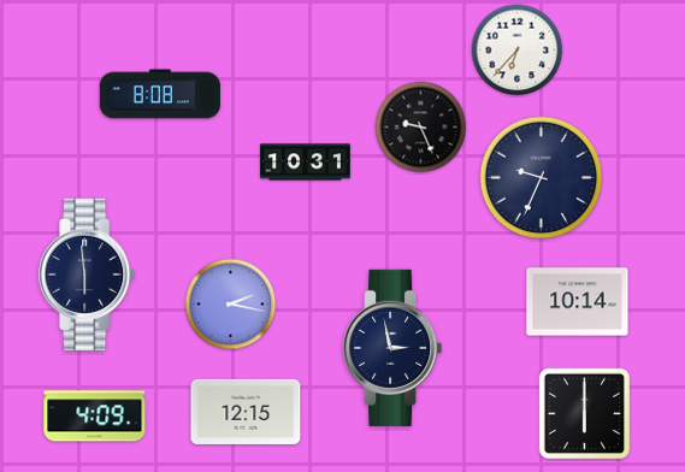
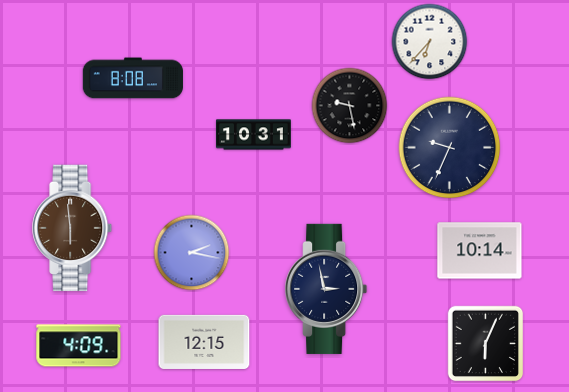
clock at (421, 128): 9:26 -> 9:28
clock at (88, 275) dial: navy -> brown
clock at (585, 414): 6:00 -> 6:04
